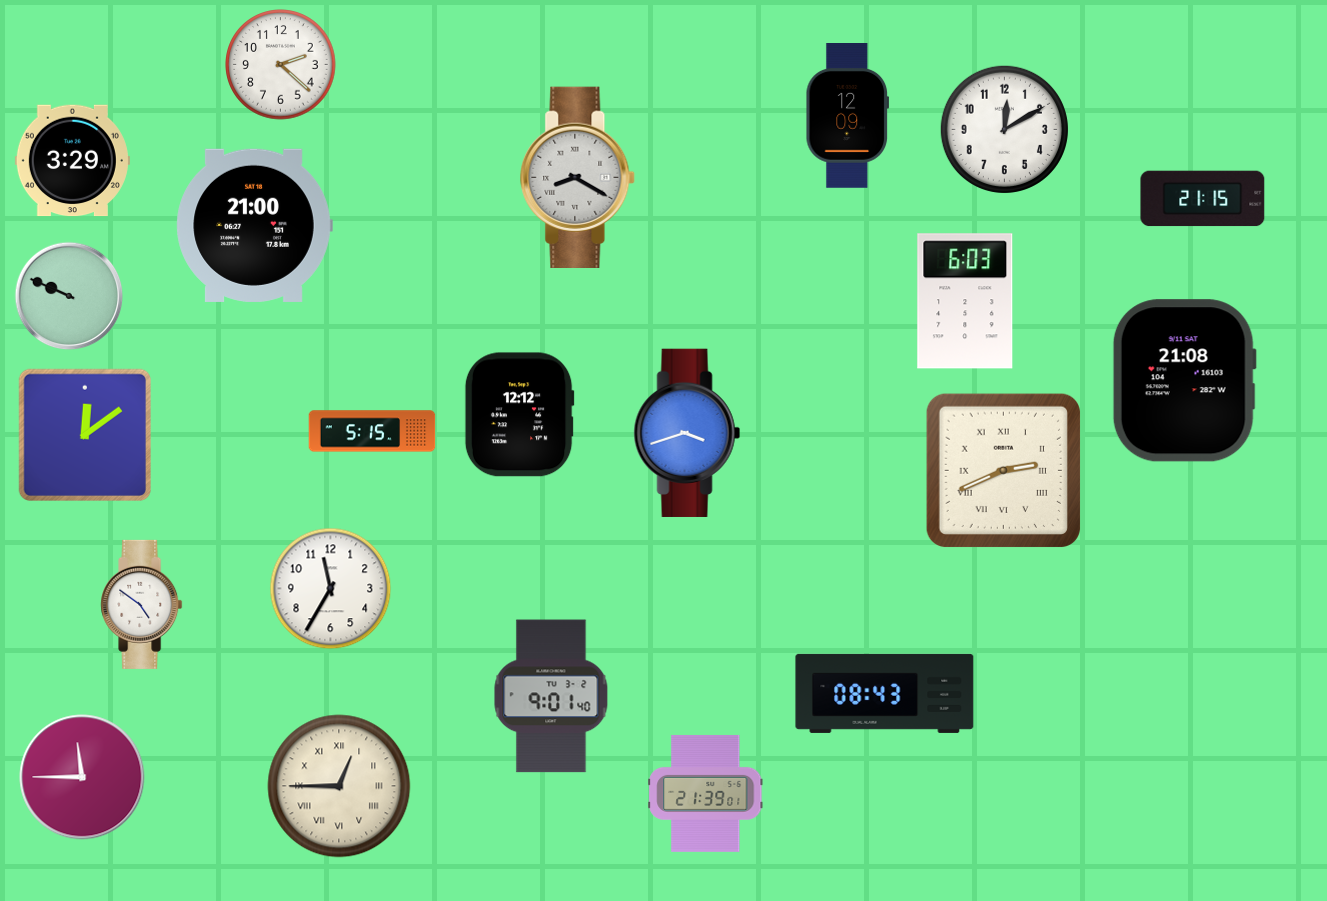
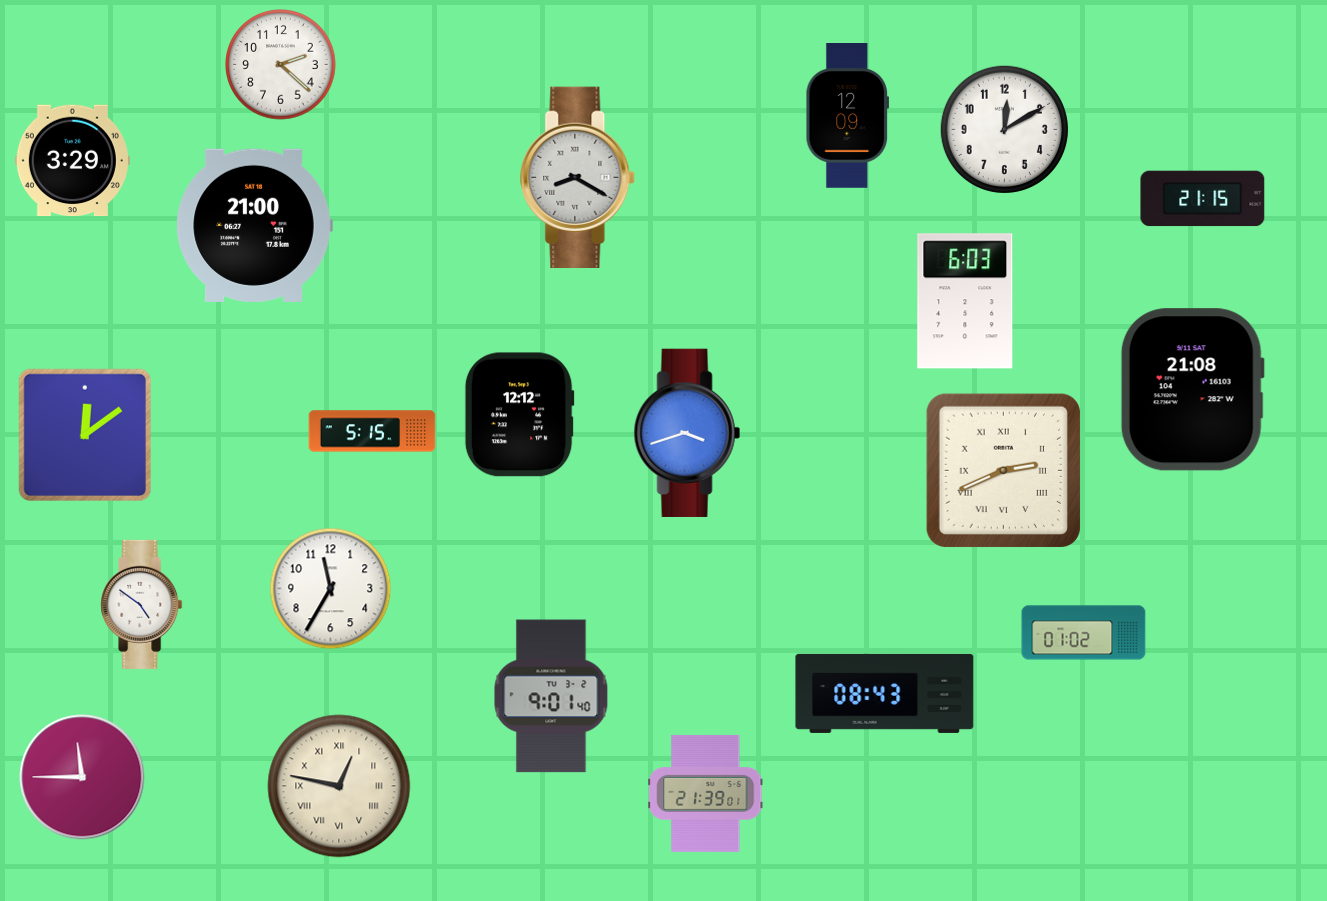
clock at (69, 296): 9:49 -> none
clock at (1184, 381) position: (1184, 381) -> (1192, 390)
clock at (1084, 633): none -> 01:02
clock at (339, 786): 12:45 -> 12:47
